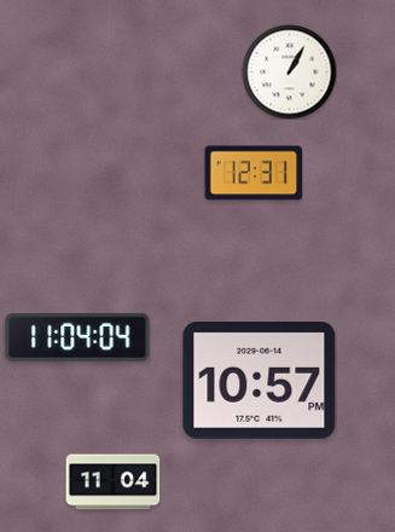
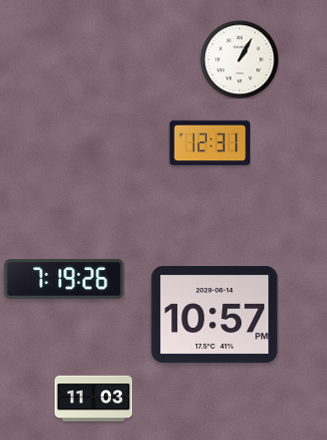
clock at (77, 337): 11:04 -> 7:19
clock at (112, 482): 11:04 -> 11:03
